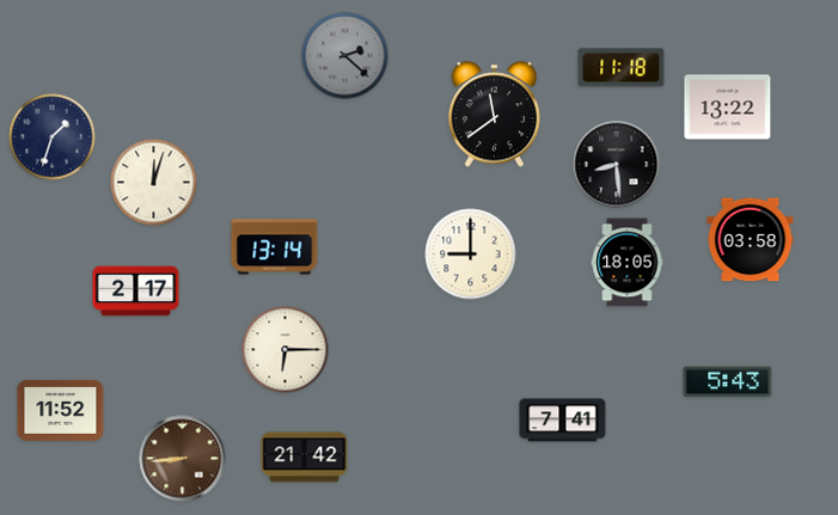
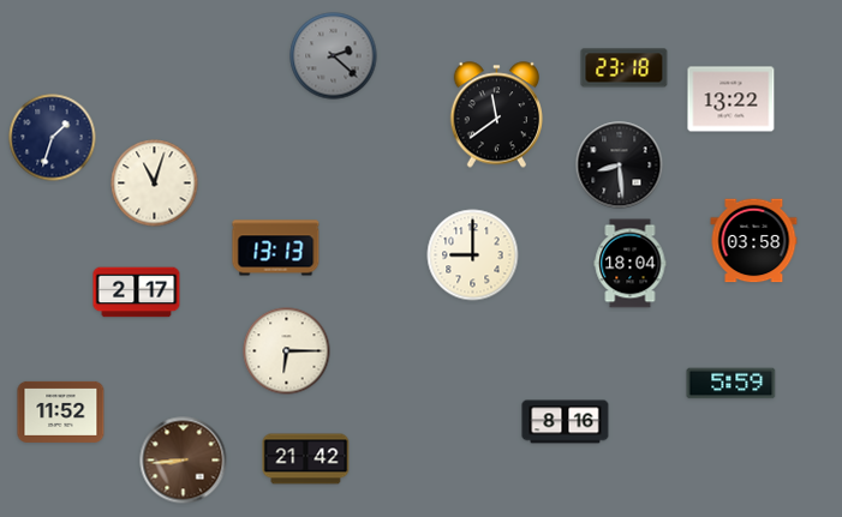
clock at (345, 56) position: (345, 56) -> (334, 56)
clock at (622, 68): 11:18 -> 23:18
clock at (728, 108) position: (728, 108) -> (731, 100)
clock at (154, 183): 12:03 -> 11:03
clock at (275, 247): 13:14 -> 13:13
clock at (628, 263): 18:05 -> 18:04
clock at (728, 382): 5:43 -> 5:59
clock at (563, 421): 7:41 -> 8:16
